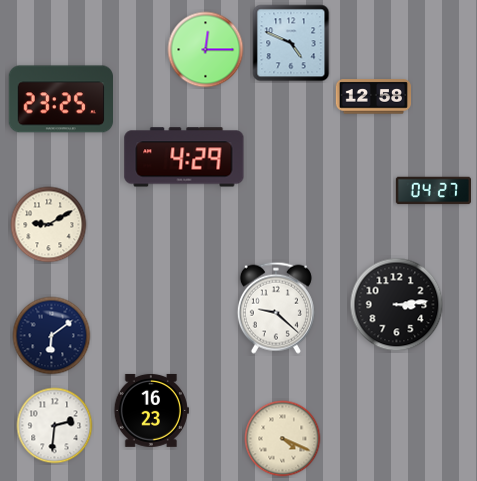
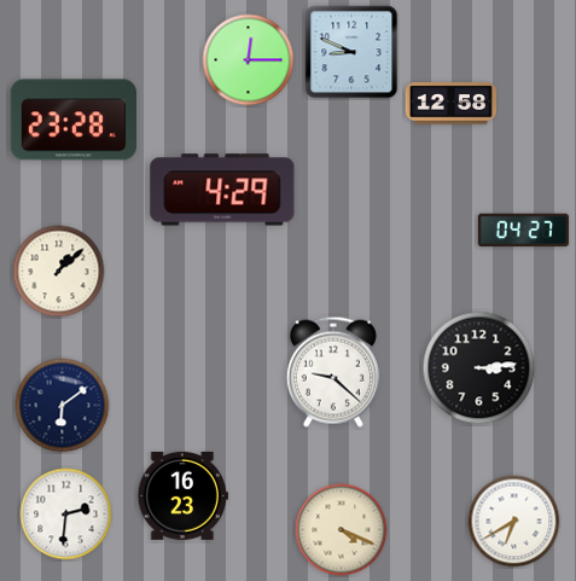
clock at (291, 43): 4:49 -> 8:49
clock at (373, 97) position: (373, 97) -> (450, 104)
clock at (61, 99): 23:25 -> 23:28
clock at (49, 225): 9:10 -> 1:08
clock at (514, 522): none -> 6:40
